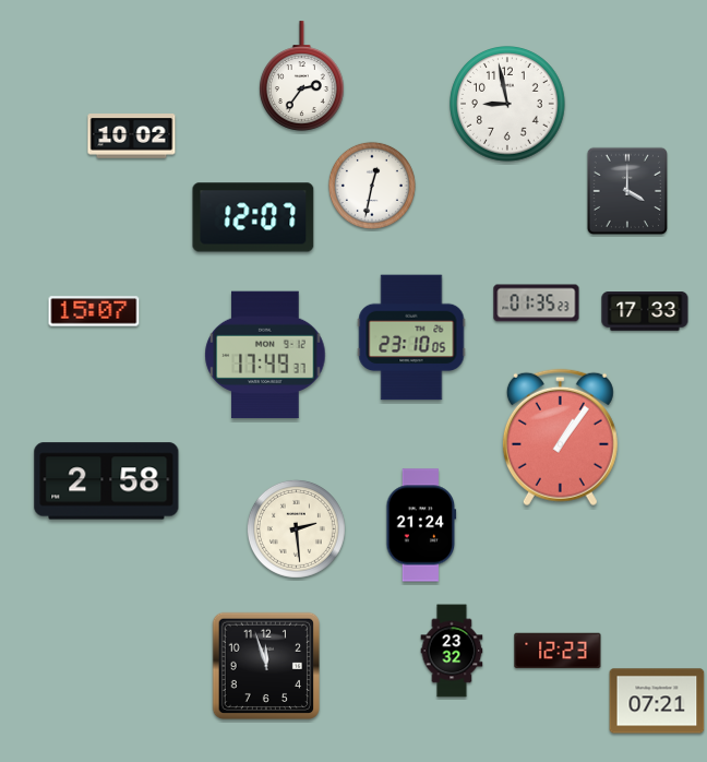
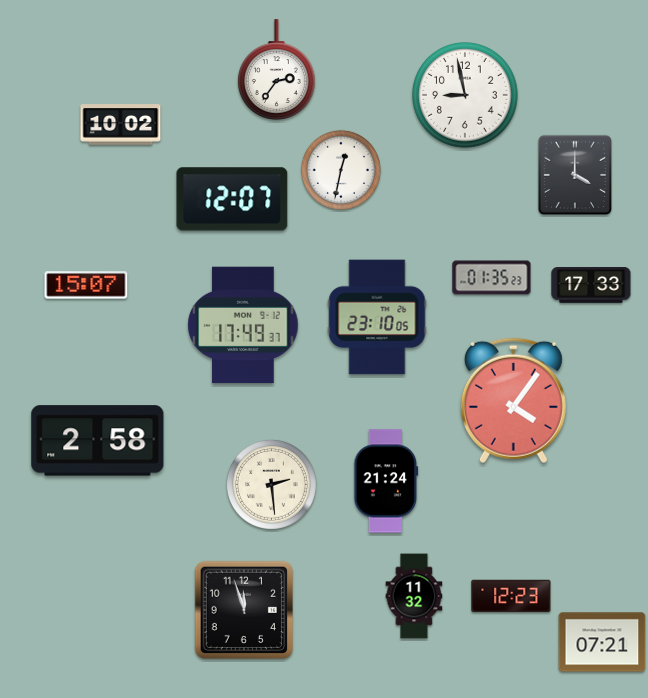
clock at (411, 337) position: (411, 337) -> (377, 317)
clock at (560, 438): 1:06 -> 4:06
clock at (452, 651): 23:32 -> 11:32
